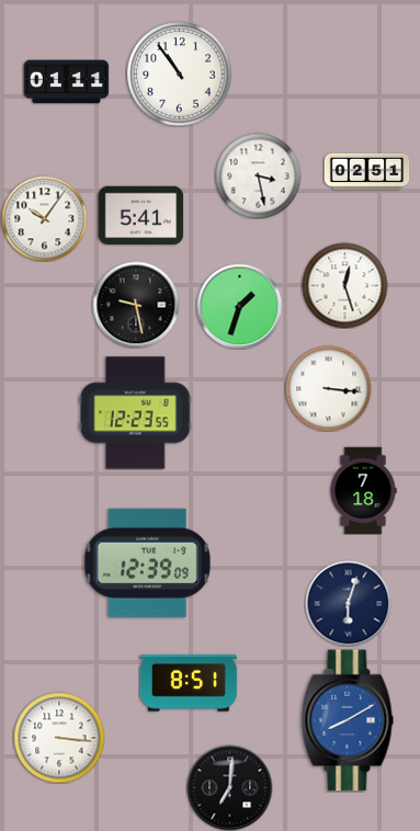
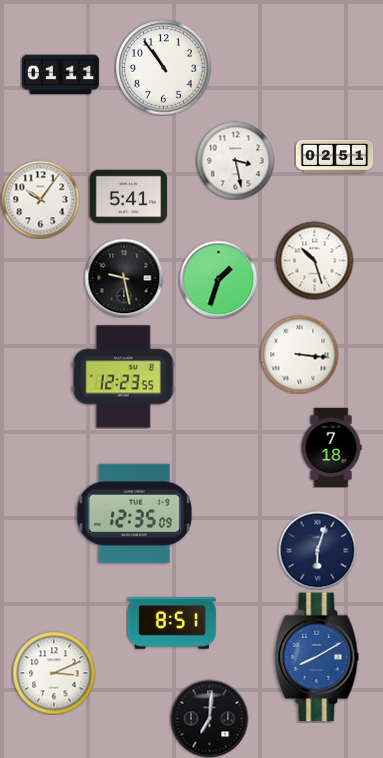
clock at (344, 285): 12:27 -> 10:27
clock at (147, 562): 12:39 -> 12:35
clock at (59, 738): 3:16 -> 3:11
